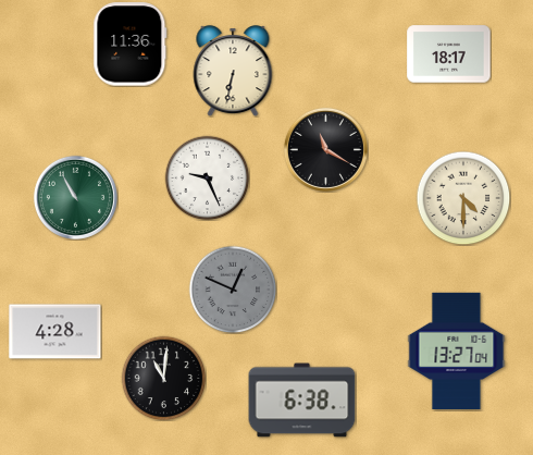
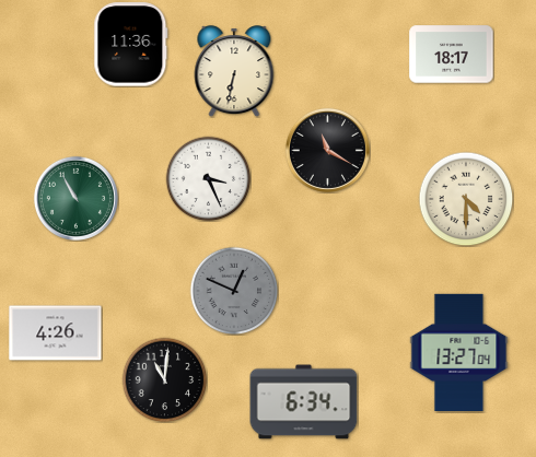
clock at (207, 177): 9:26 -> 3:26
clock at (55, 332): 4:28 -> 4:26
clock at (302, 401): 6:38 -> 6:34
